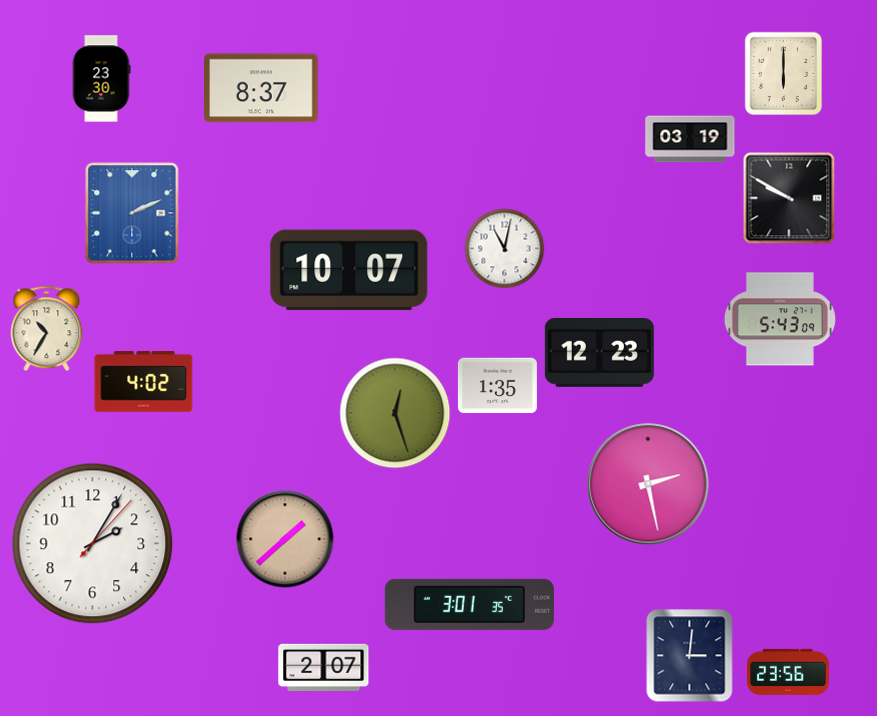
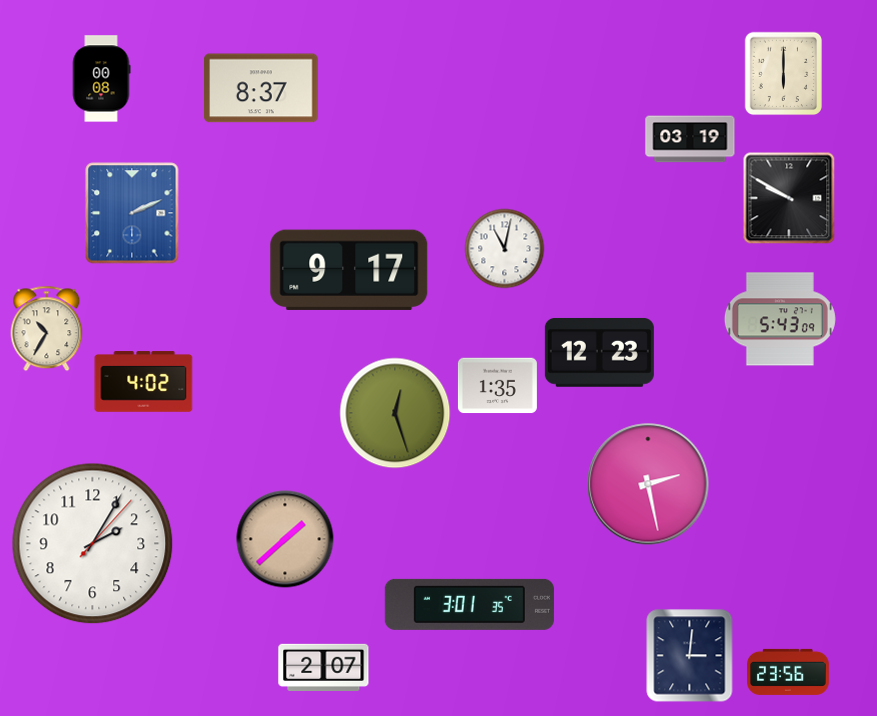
clock at (101, 79): 23:30 -> 00:08
clock at (349, 270): 10:07 -> 9:17
